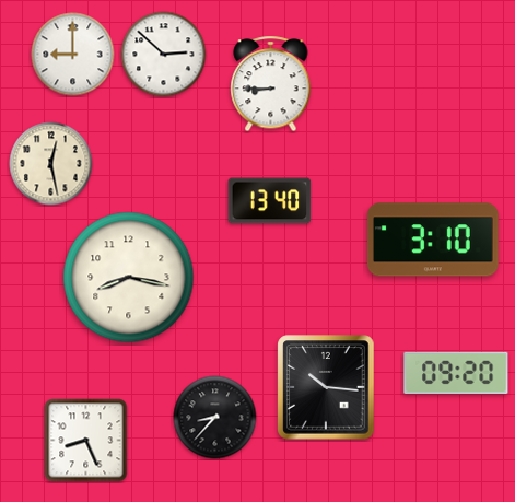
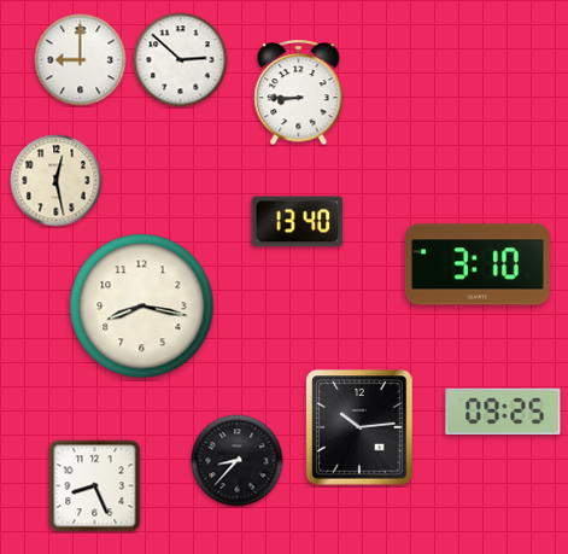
clock at (456, 373): 09:20 -> 09:25
clock at (326, 387): 10:16 -> 10:14
